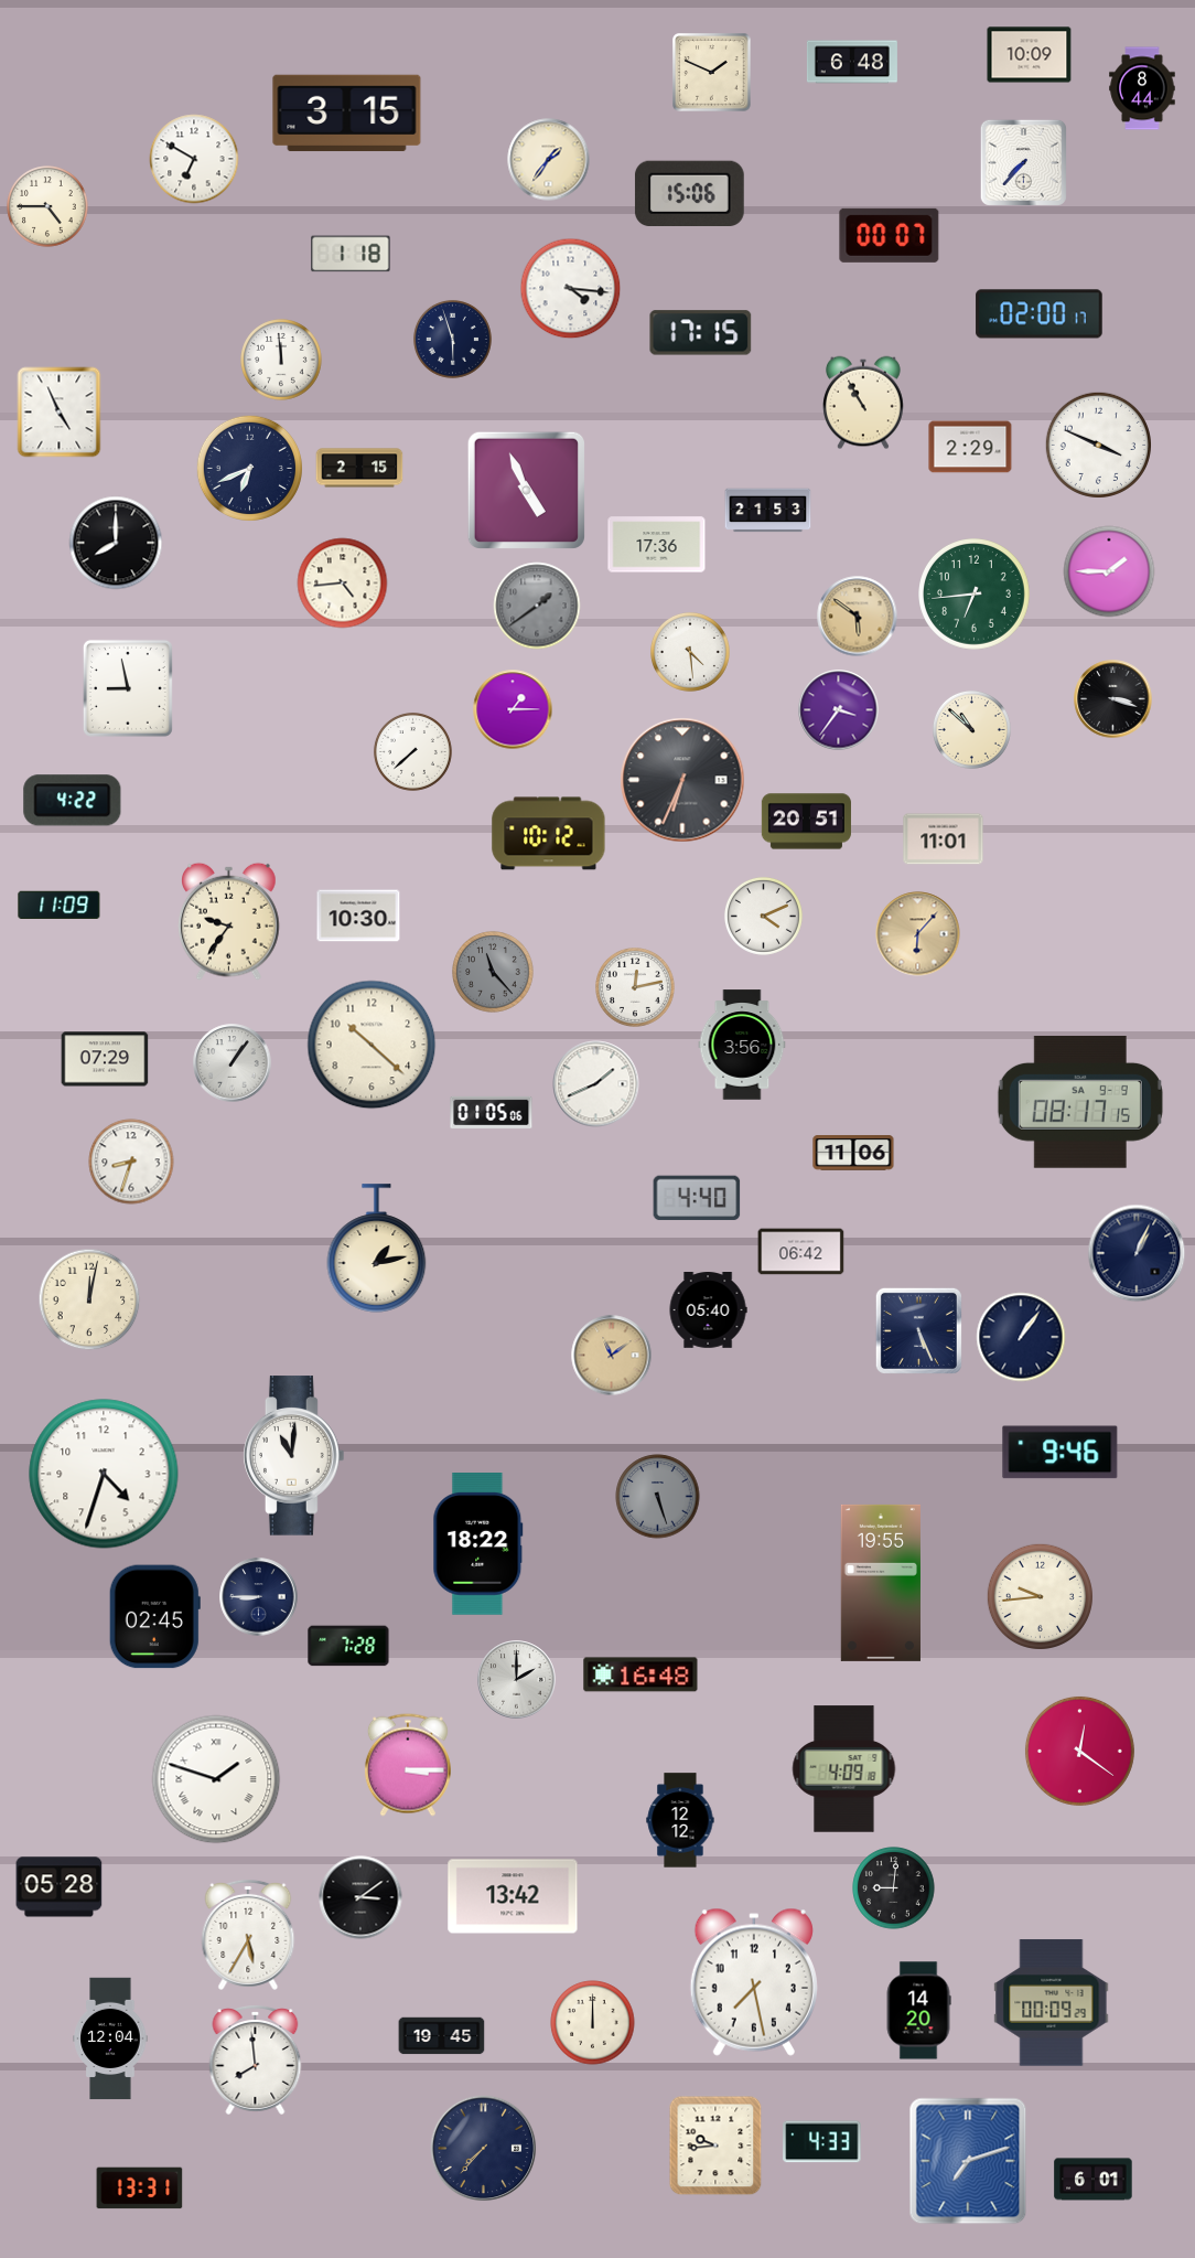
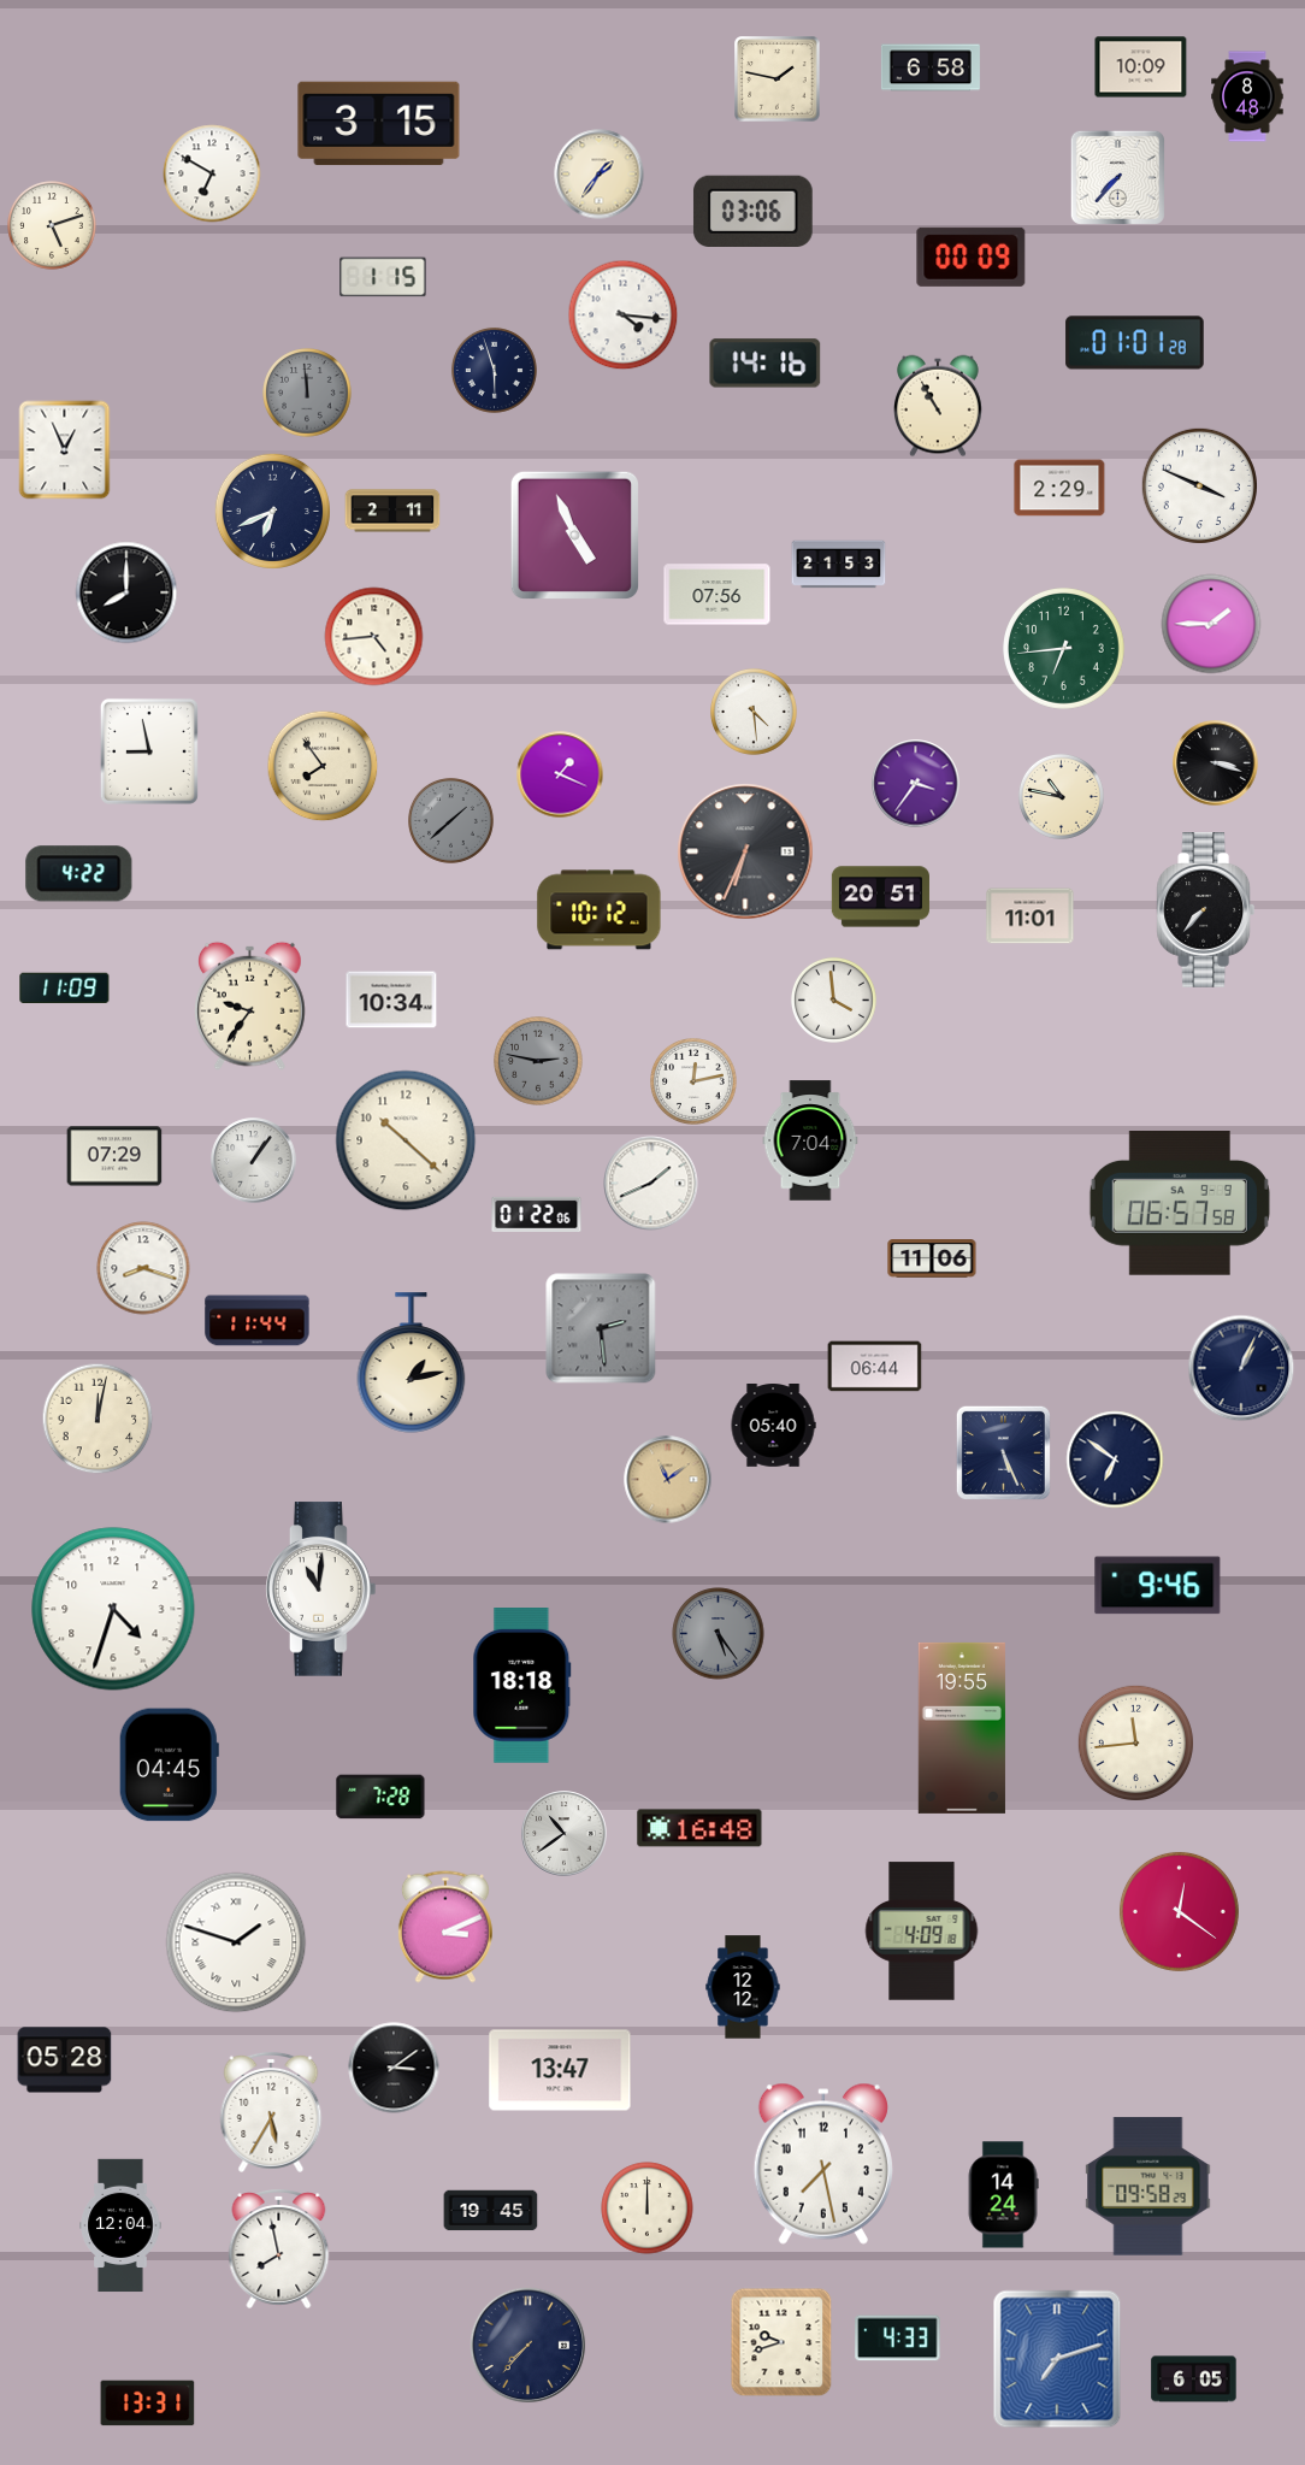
clock at (1030, 55) position: (1030, 55) -> (1141, 67)
clock at (852, 62): 6:48 -> 6:58
clock at (712, 73): 1:49 -> 1:47
clock at (1142, 88): 8:44 -> 8:48
clock at (689, 193): 15:06 -> 03:06
clock at (47, 206): 4:45 -> 5:12
clock at (890, 235): 00:07 -> 00:09
clock at (351, 254): 1:18 -> 1:15
clock at (1040, 314): 02:00 -> 01:01
clock at (701, 333): 17:15 -> 14:16
clock at (281, 360) dial: white -> grey
clock at (864, 403) position: (864, 403) -> (939, 406)
clock at (60, 413): 4:56 -> 12:56
clock at (359, 468): 2:15 -> 2:11
clock at (768, 511) position: (768, 511) -> (839, 565)
clock at (657, 545): 17:36 -> 07:56
clock at (537, 606): 1:39 -> none
clock at (858, 617): 5:51 -> none
clock at (128, 688) position: (128, 688) -> (149, 751)
clock at (323, 766): none -> 7:54
clock at (513, 709): 1:15 -> 1:19
clock at (839, 710) position: (839, 710) -> (916, 784)
clock at (971, 729): 10:52 -> 10:47
clock at (412, 751): 7:38 -> 1:38
clock at (412, 751) dial: white -> grey
clock at (1206, 910): none -> 7:37
clock at (358, 916): 10:30 -> 10:34
clock at (763, 916): 4:11 -> 3:59
clock at (918, 934): 6:07 -> none
clock at (493, 972): 11:23 -> 2:47
clock at (636, 988) position: (636, 988) -> (695, 1083)
clock at (742, 1045): 3:56 -> 7:04
clock at (1080, 1103): 08:17 -> 06:57
clock at (492, 1112): 01:05 -> 01:22
clock at (131, 1162): 8:33 -> 8:18
clock at (697, 1198): 4:40 -> none
clock at (258, 1321): none -> 11:44
clock at (601, 1328): none -> 2:29
clock at (801, 1252): 06:42 -> 06:44
clock at (708, 1310) position: (708, 1310) -> (773, 1426)
clock at (1021, 1337): 1:06 -> 6:51
clock at (658, 1497): 5:27 -> 5:24
clock at (478, 1544): 18:22 -> 18:18
clock at (1040, 1596): 9:44 -> 11:44
clock at (259, 1597): 8:45 -> none
clock at (154, 1617): 02:45 -> 04:45
clock at (517, 1680): 2:00 -> 10:39
clock at (408, 1765): 3:15 -> 3:11
clock at (894, 1888): 9:01 -> none
clock at (513, 1896): 13:42 -> 13:47
clock at (360, 1897) position: (360, 1897) -> (394, 2068)
clock at (1052, 2003): 00:09 -> 09:58
clock at (918, 2011): 14:20 -> 14:24
clock at (442, 2036) position: (442, 2036) -> (491, 2211)
clock at (256, 2061): 7:59 -> 7:58
clock at (715, 2145): 9:44 -> 9:42
clock at (1094, 2180): 6:01 -> 6:05
clock at (140, 2189) position: (140, 2189) -> (148, 2404)
